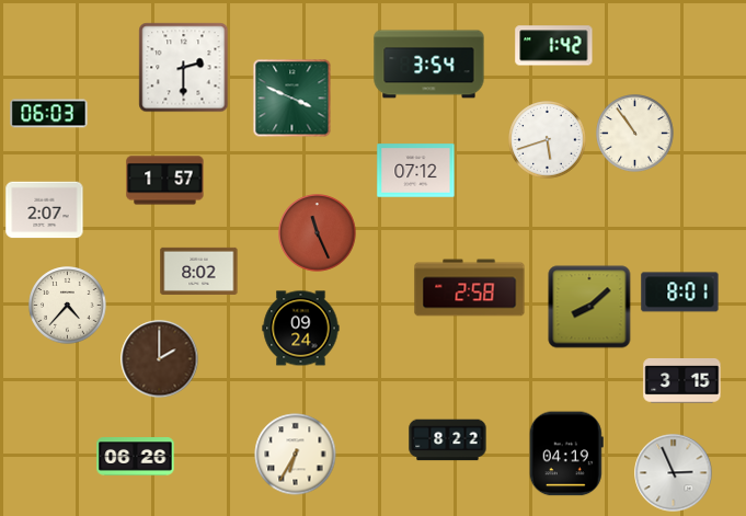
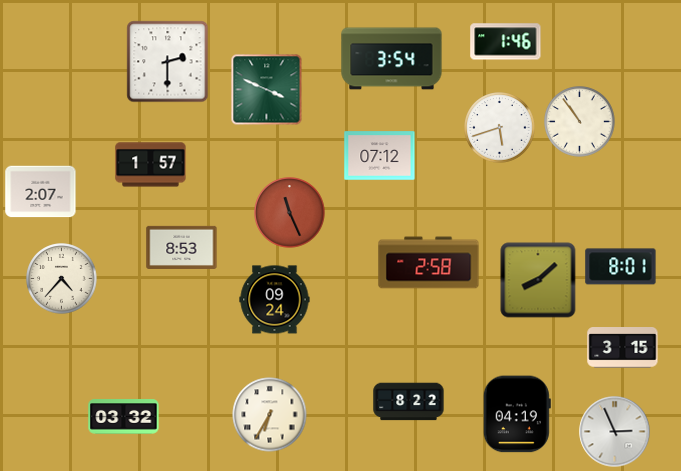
clock at (554, 46): 1:42 -> 1:46
clock at (49, 114): 06:03 -> none
clock at (199, 271): 8:02 -> 8:53
clock at (160, 359): 2:00 -> none
clock at (136, 457): 06:26 -> 03:32
